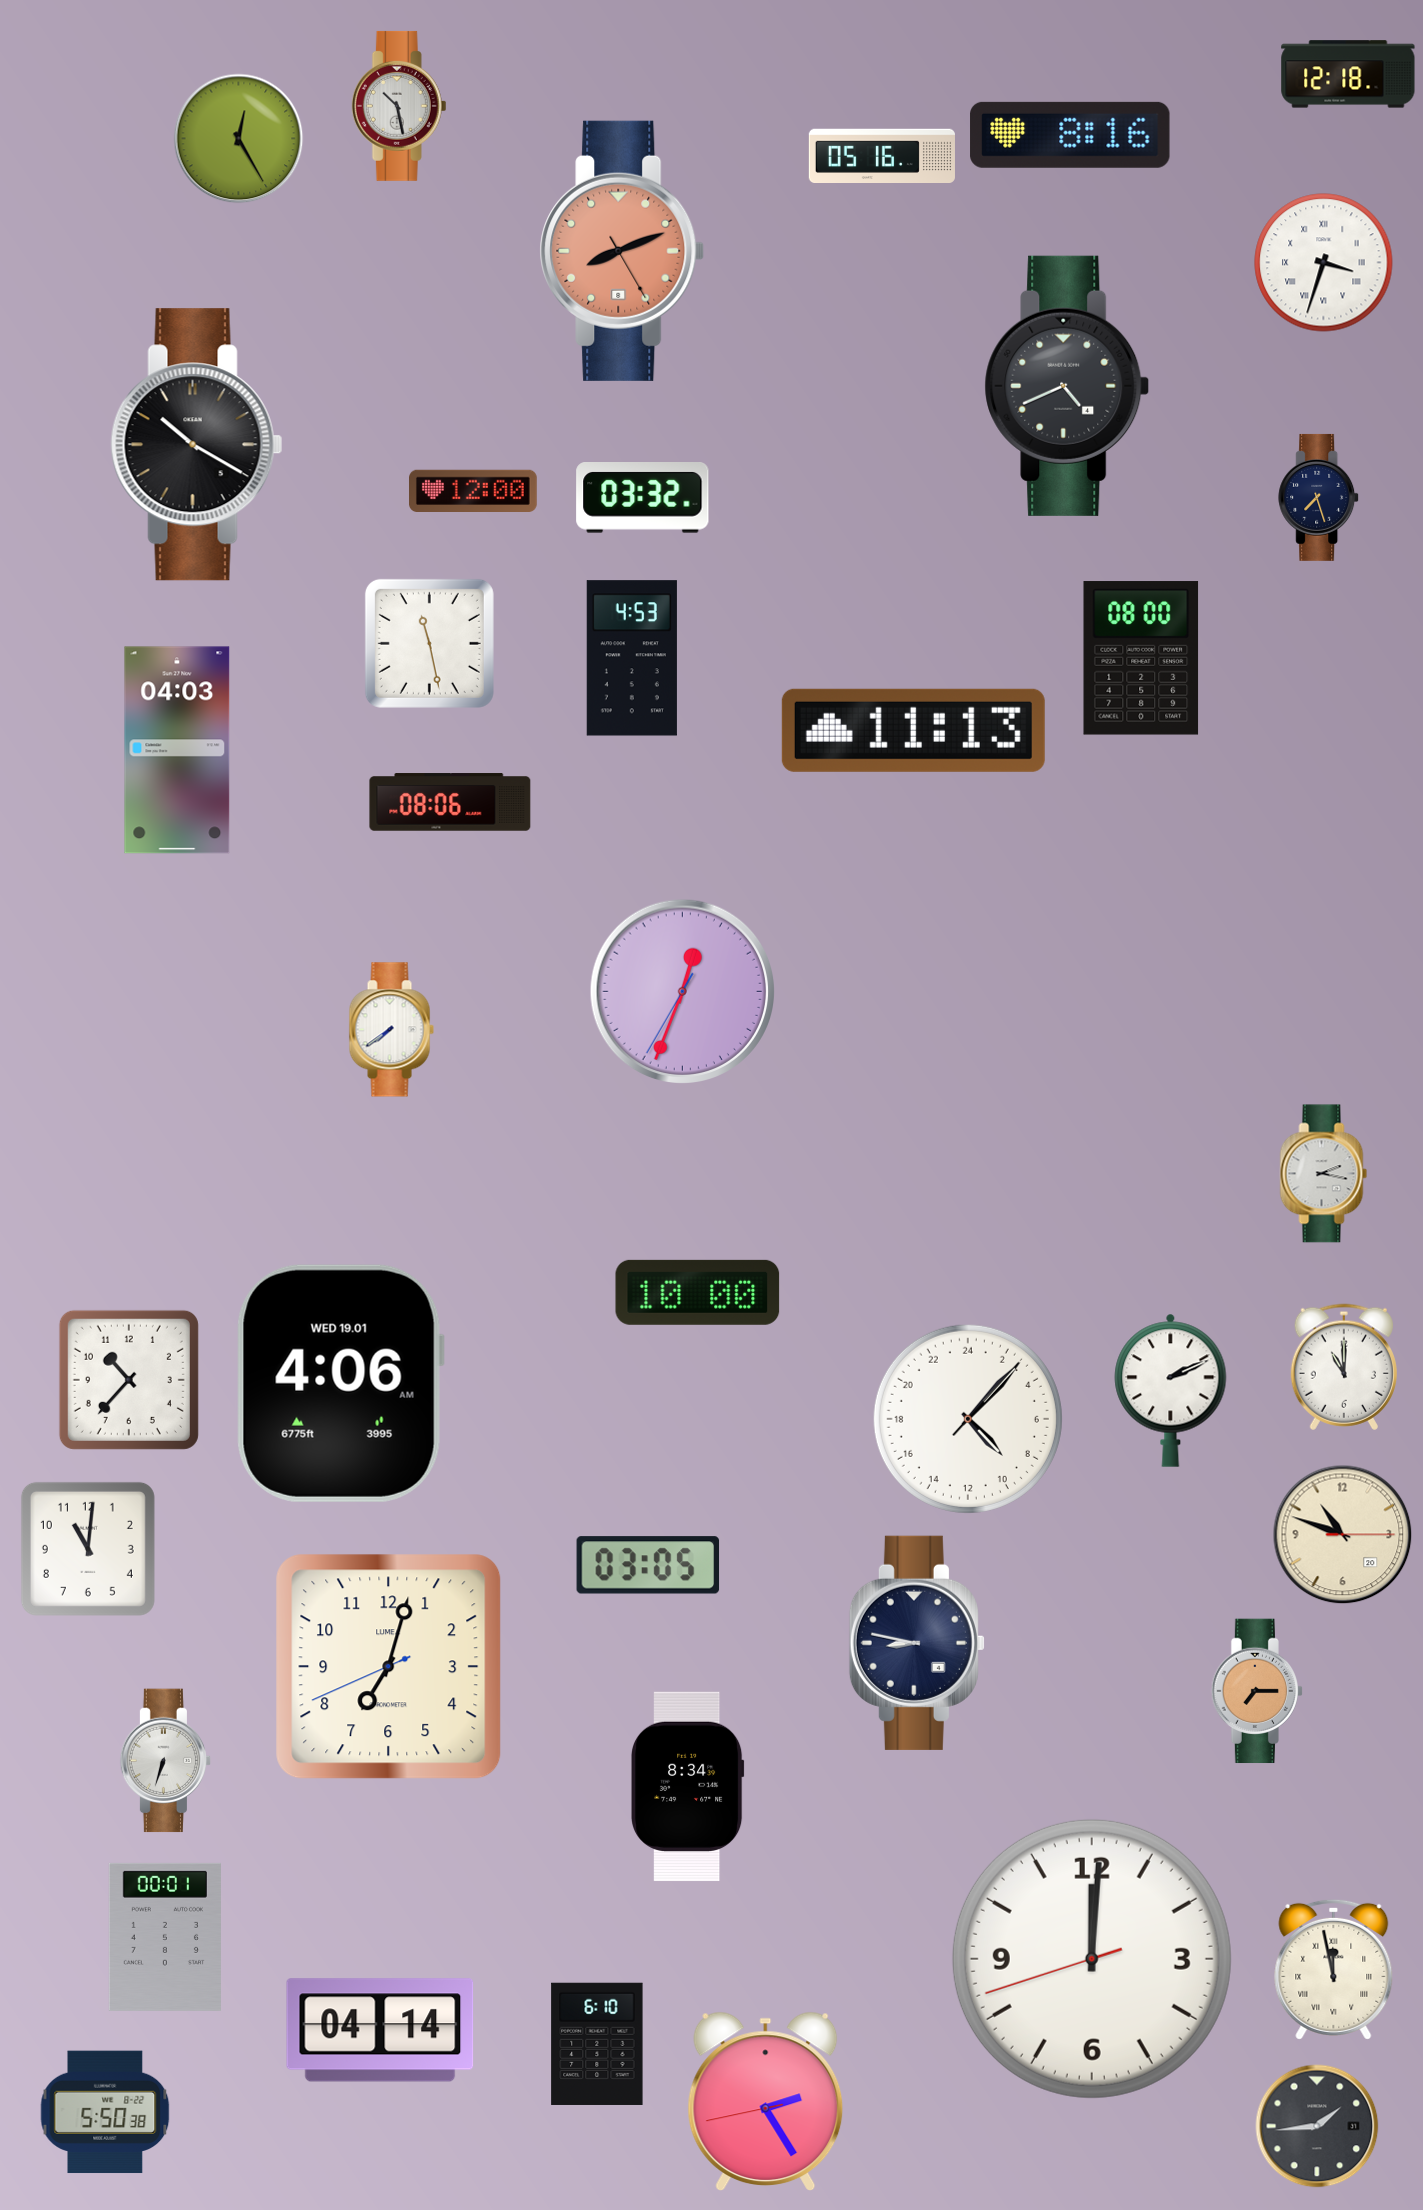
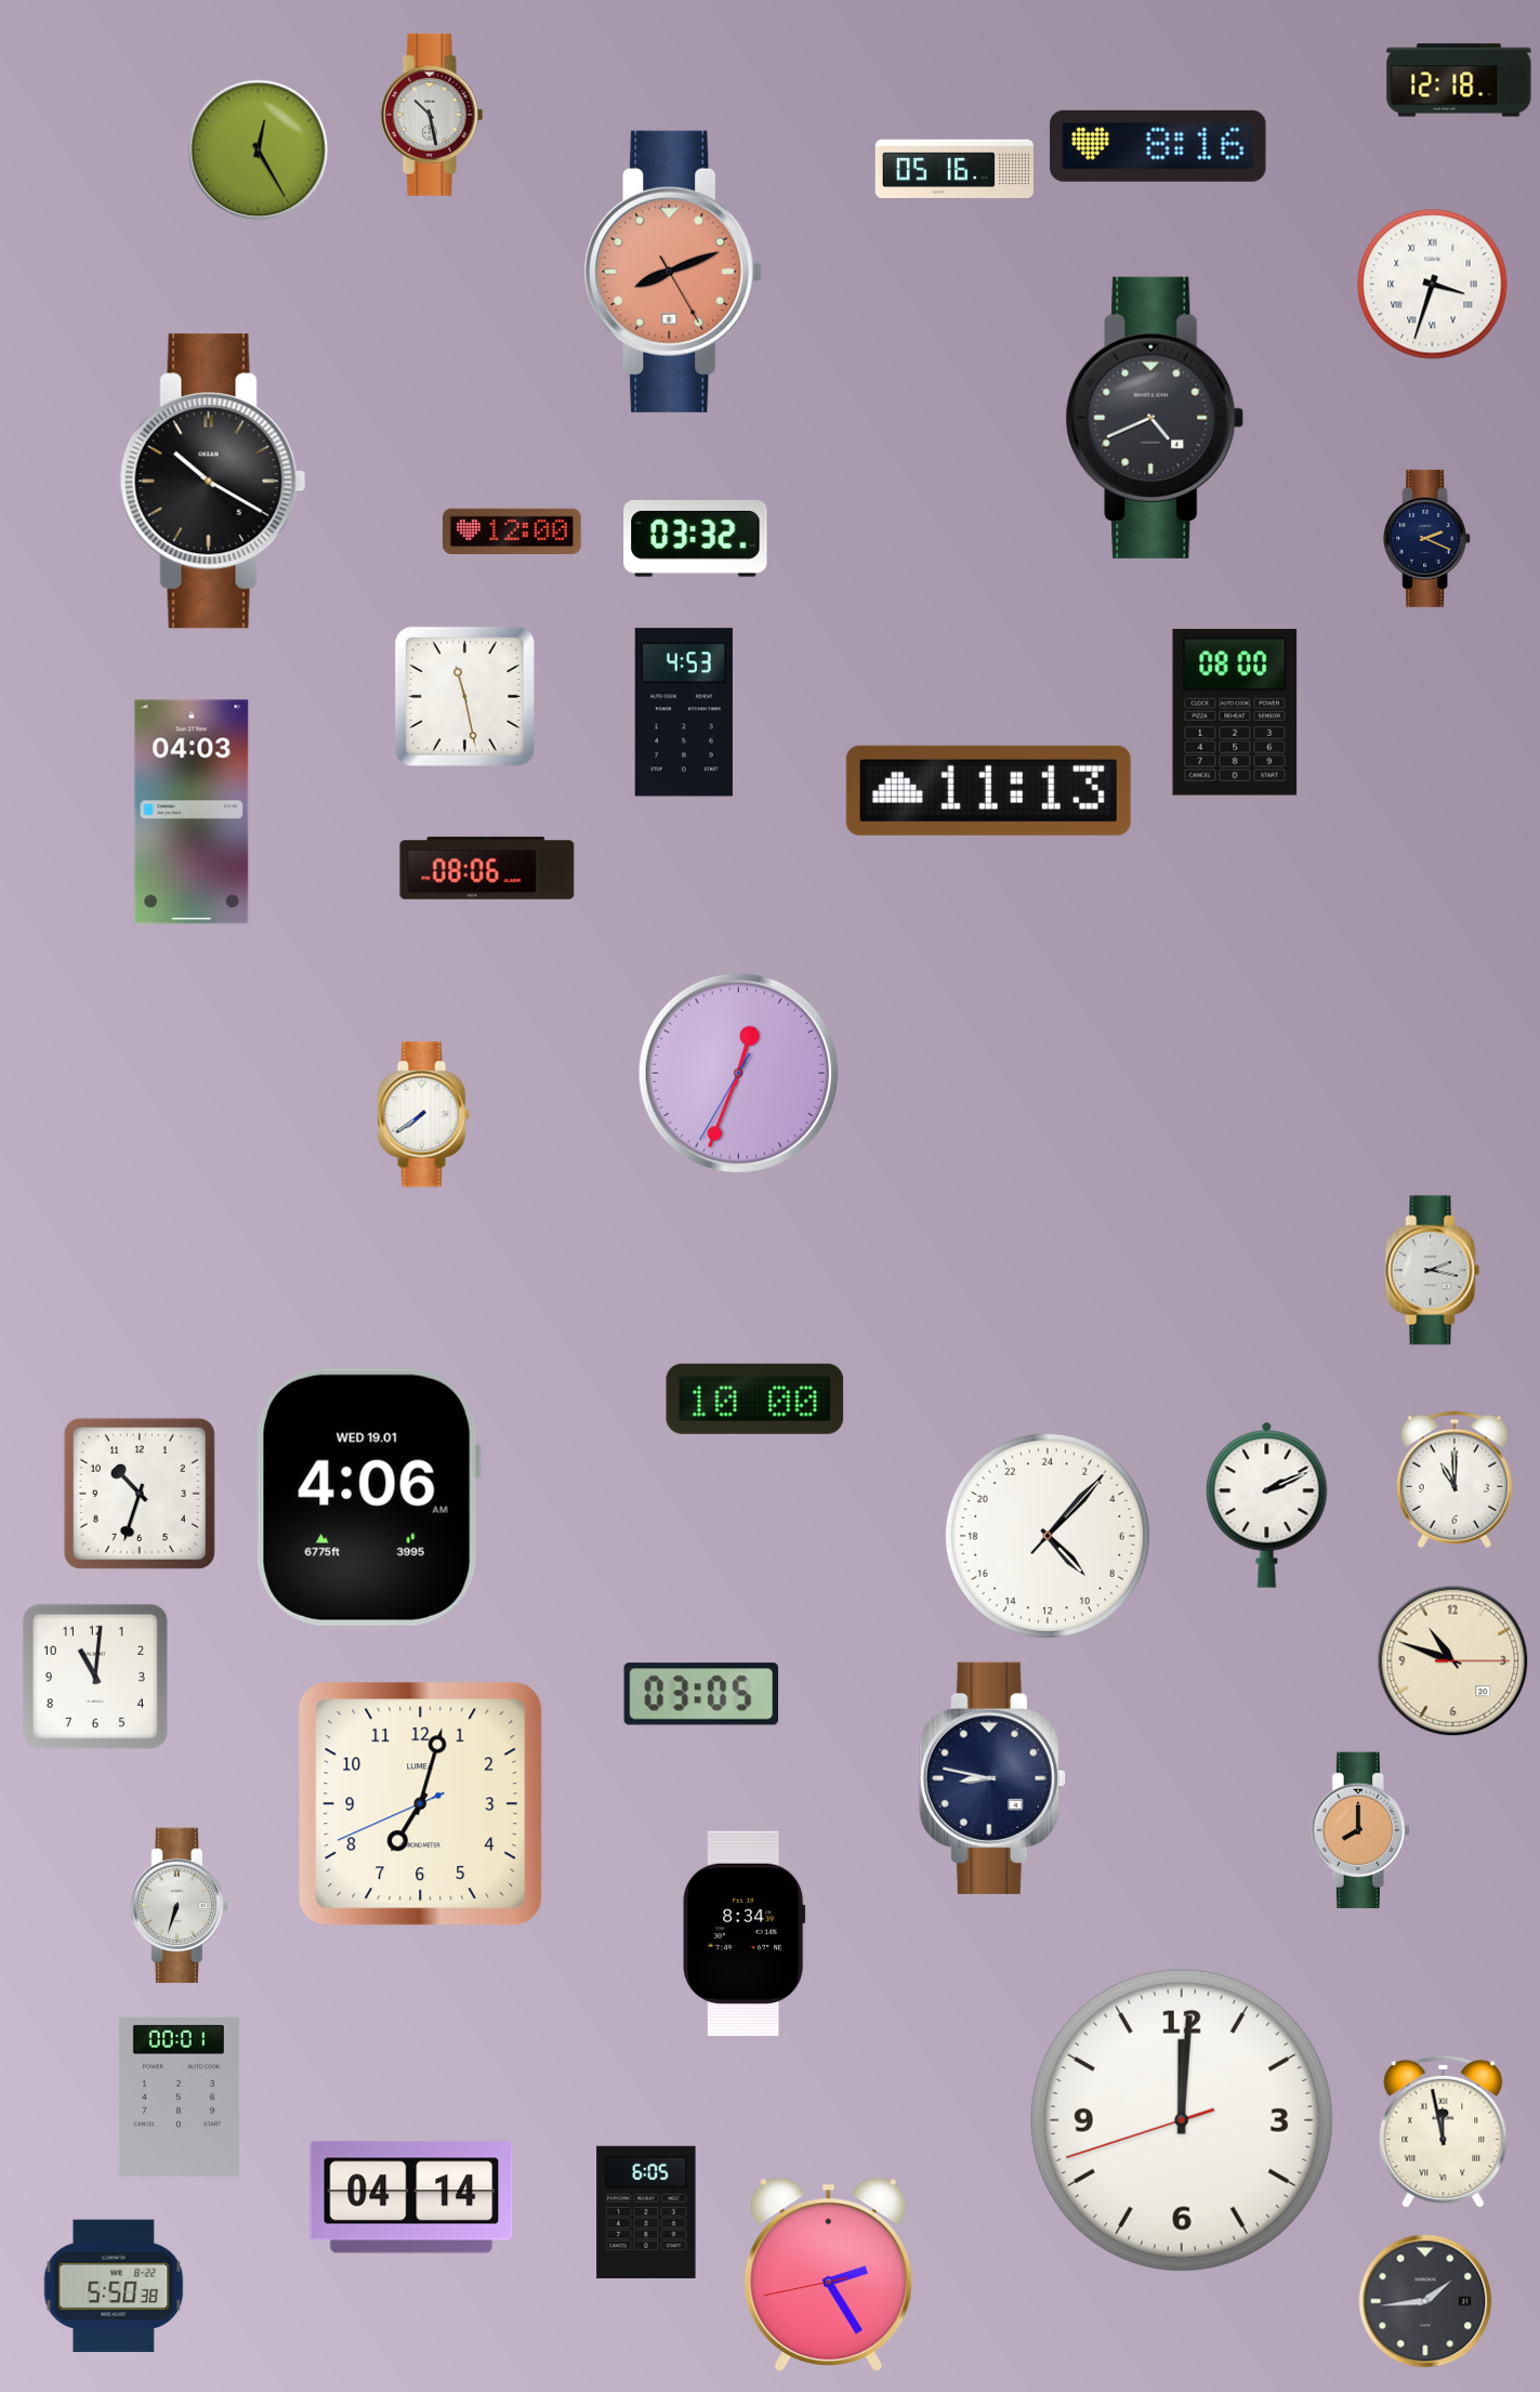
clock at (1319, 497): 7:27 -> 2:19
clock at (129, 1380): 10:37 -> 10:33
clock at (1256, 1691): 7:15 -> 8:00
clock at (597, 2044): 6:10 -> 6:05
